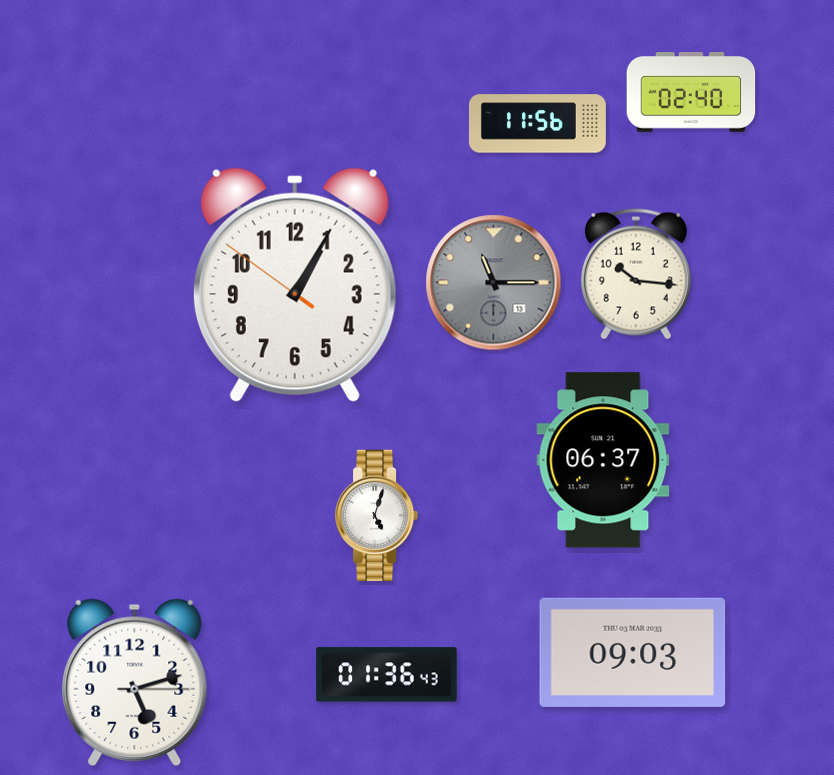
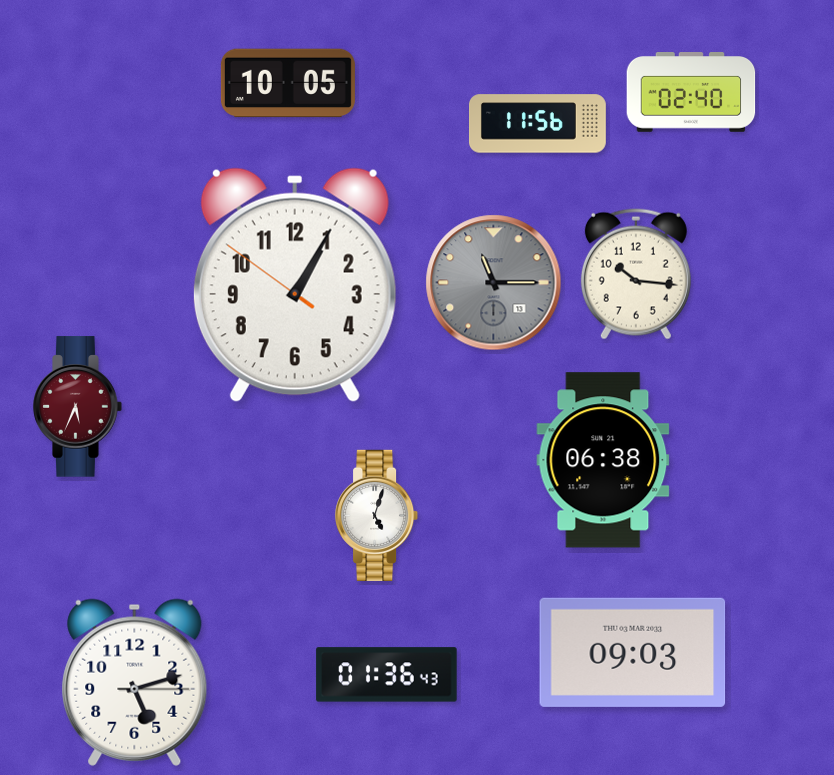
clock at (288, 83): none -> 10:05
clock at (78, 407): none -> 5:34
clock at (603, 460): 06:37 -> 06:38
